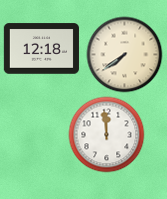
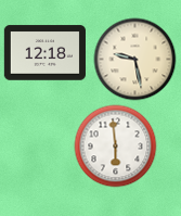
clock at (125, 55): 7:39 -> 9:28
clock at (107, 135): 11:59 -> 5:59
